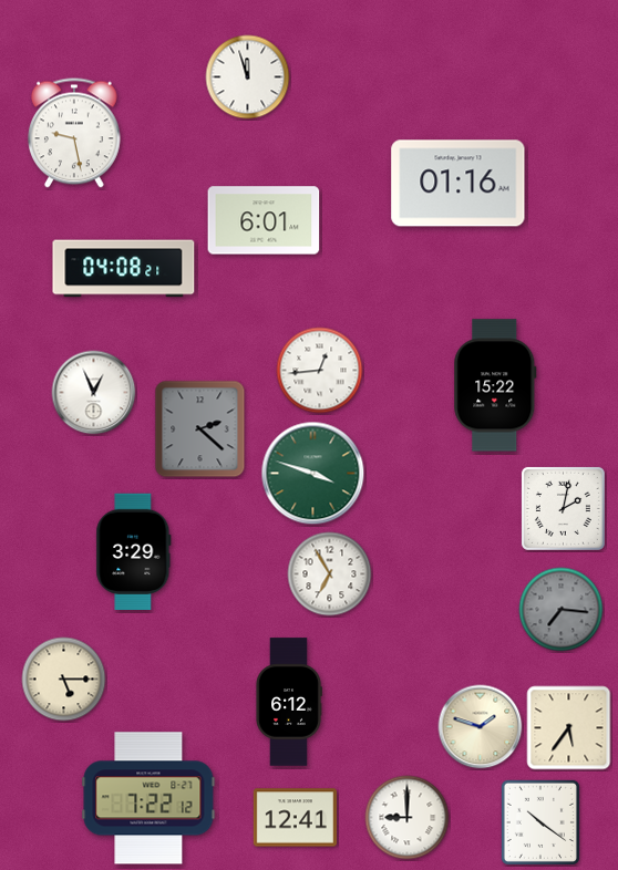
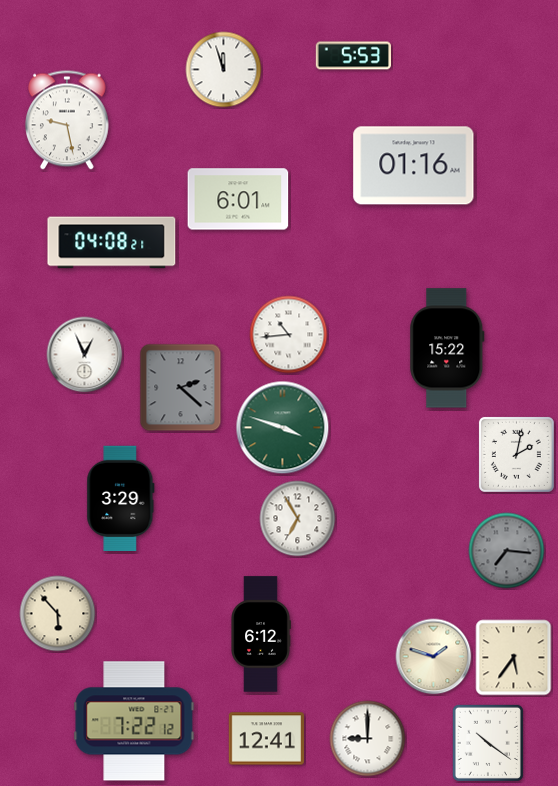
clock at (354, 56): none -> 5:53
clock at (320, 371): 12:44 -> 10:44
clock at (563, 508) position: (563, 508) -> (516, 454)
clock at (64, 680): 5:15 -> 5:53
